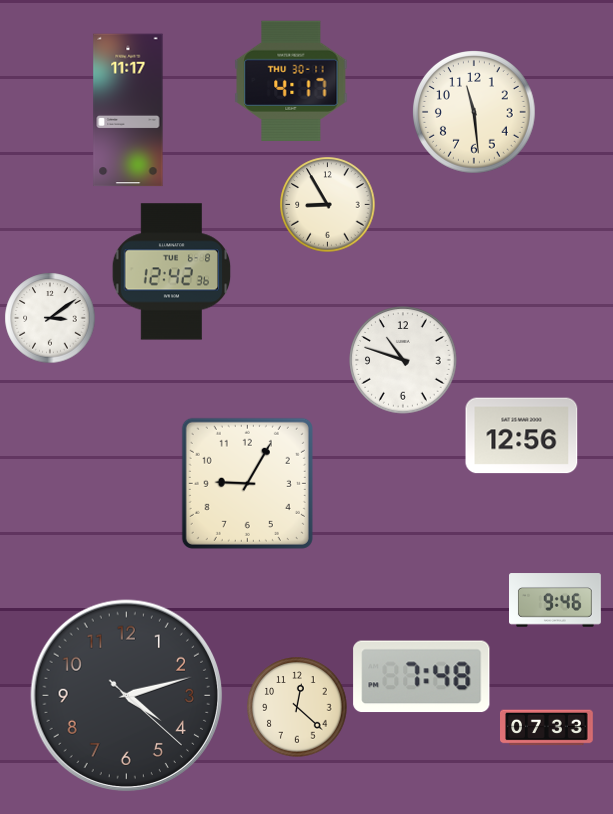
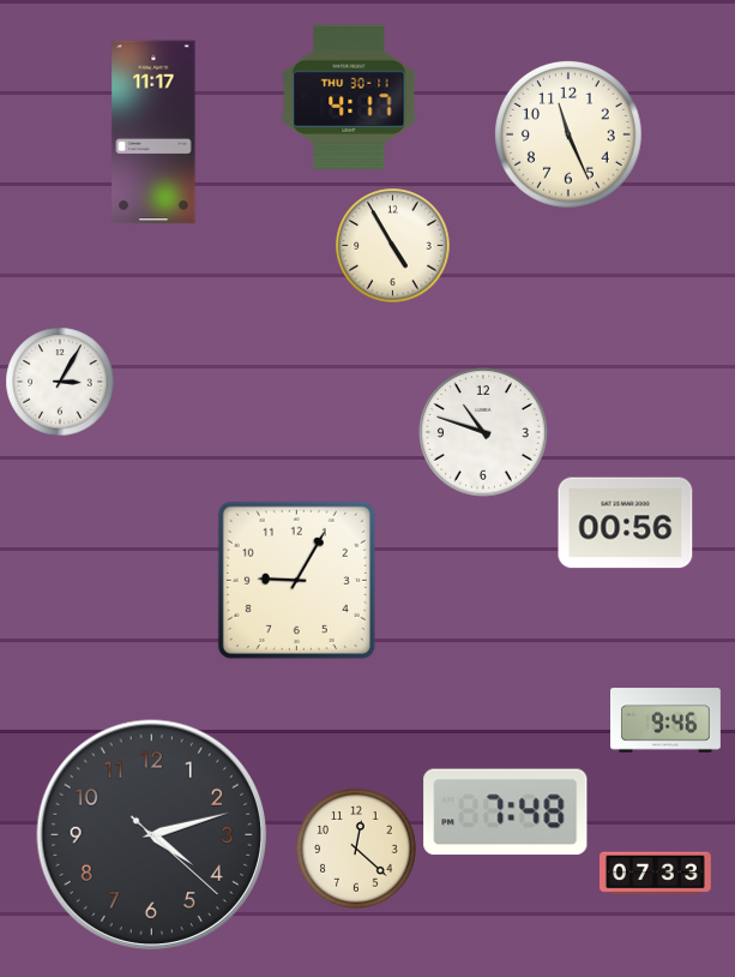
clock at (475, 113): 11:29 -> 11:26
clock at (328, 205): 8:55 -> 4:55
clock at (172, 272): 12:42 -> none
clock at (50, 318): 3:09 -> 3:05
clock at (522, 436): 12:56 -> 00:56
